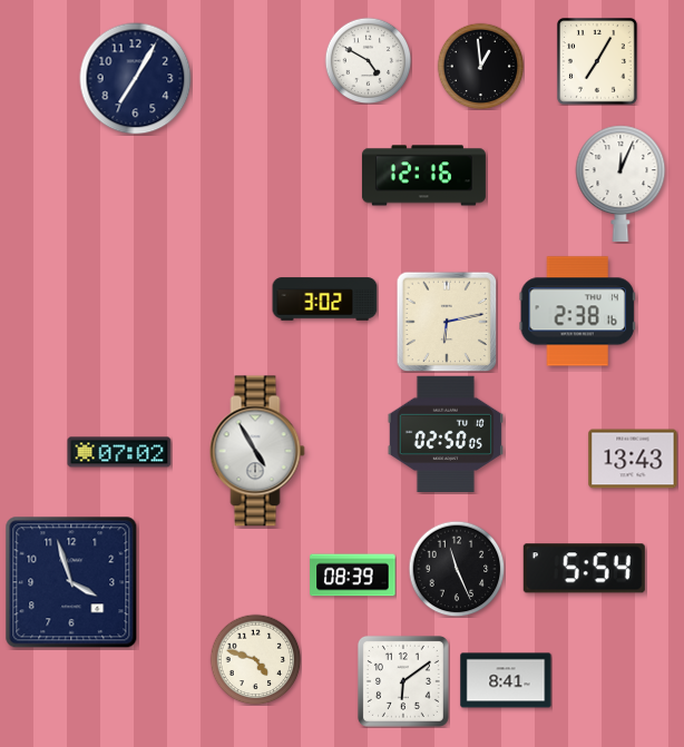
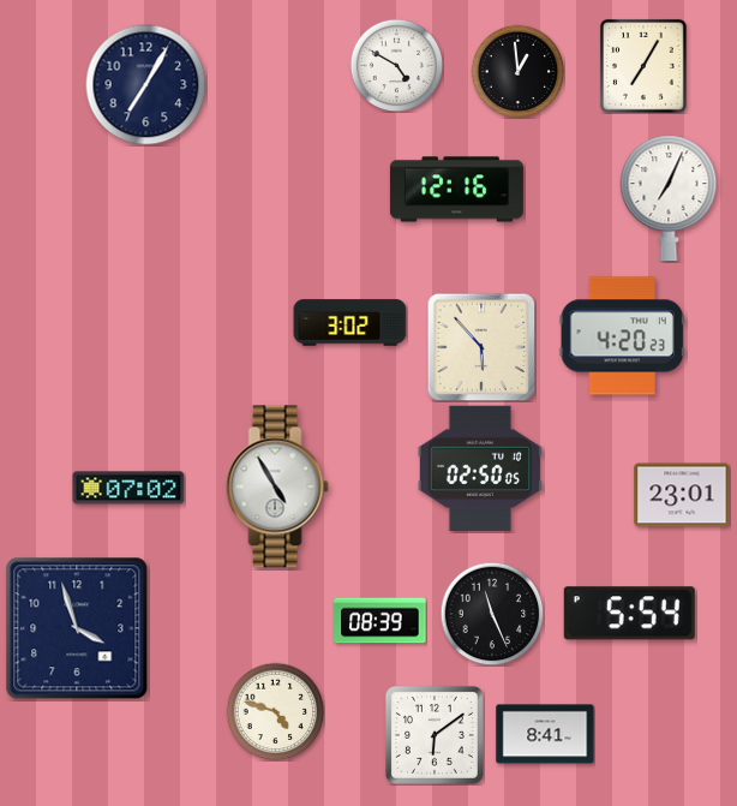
clock at (621, 184): 12:04 -> 7:04
clock at (577, 312): 2:38 -> 4:20
clock at (447, 322): 6:13 -> 5:53
clock at (633, 459): 13:43 -> 23:01
